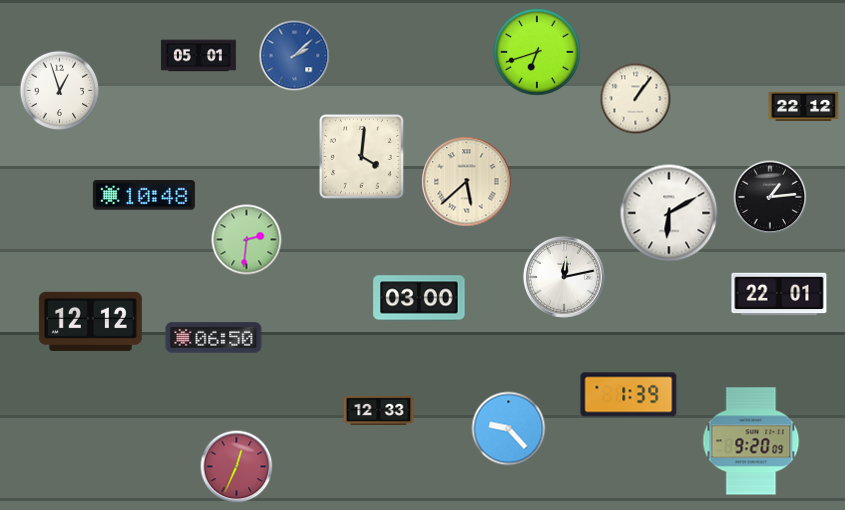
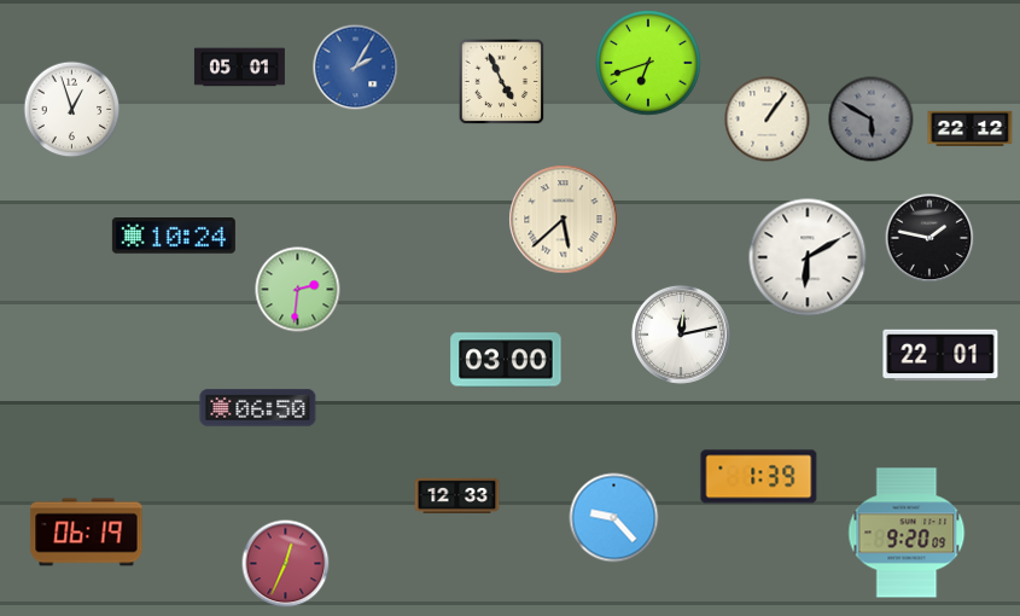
clock at (295, 56): 2:08 -> 2:05
clock at (502, 82): none -> 4:56
clock at (872, 120): none -> 5:50
clock at (361, 156): 4:01 -> none
clock at (144, 195): 10:48 -> 10:24
clock at (770, 197): 1:14 -> 1:47
clock at (90, 321): 12:12 -> none
clock at (87, 533): none -> 06:19
